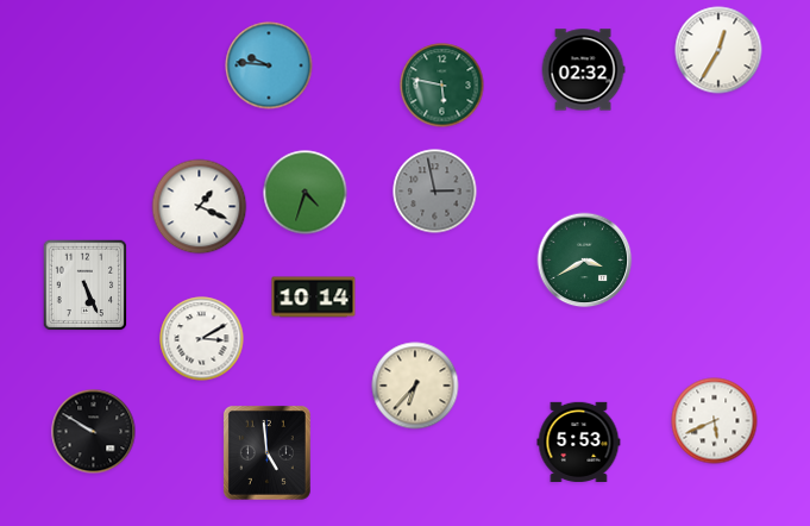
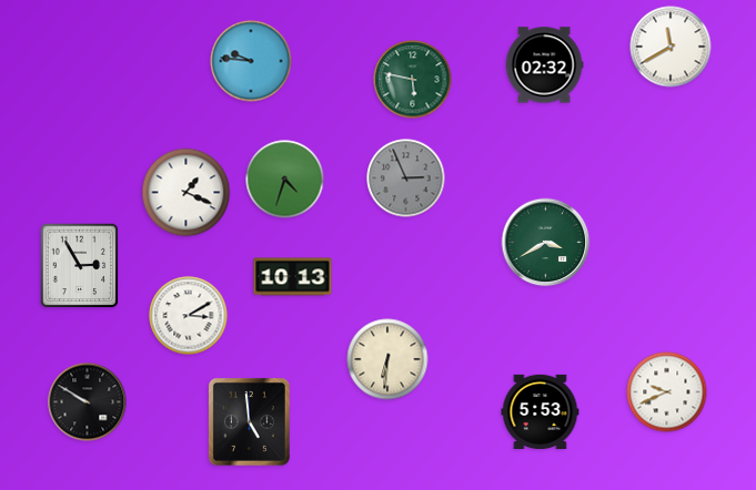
clock at (718, 50): 12:35 -> 11:40
clock at (435, 192): 2:58 -> 2:56
clock at (86, 286): 5:26 -> 2:55
clock at (314, 298): 10:14 -> 10:13
clock at (415, 386): 6:37 -> 6:31
clock at (715, 421): 5:41 -> 9:41
